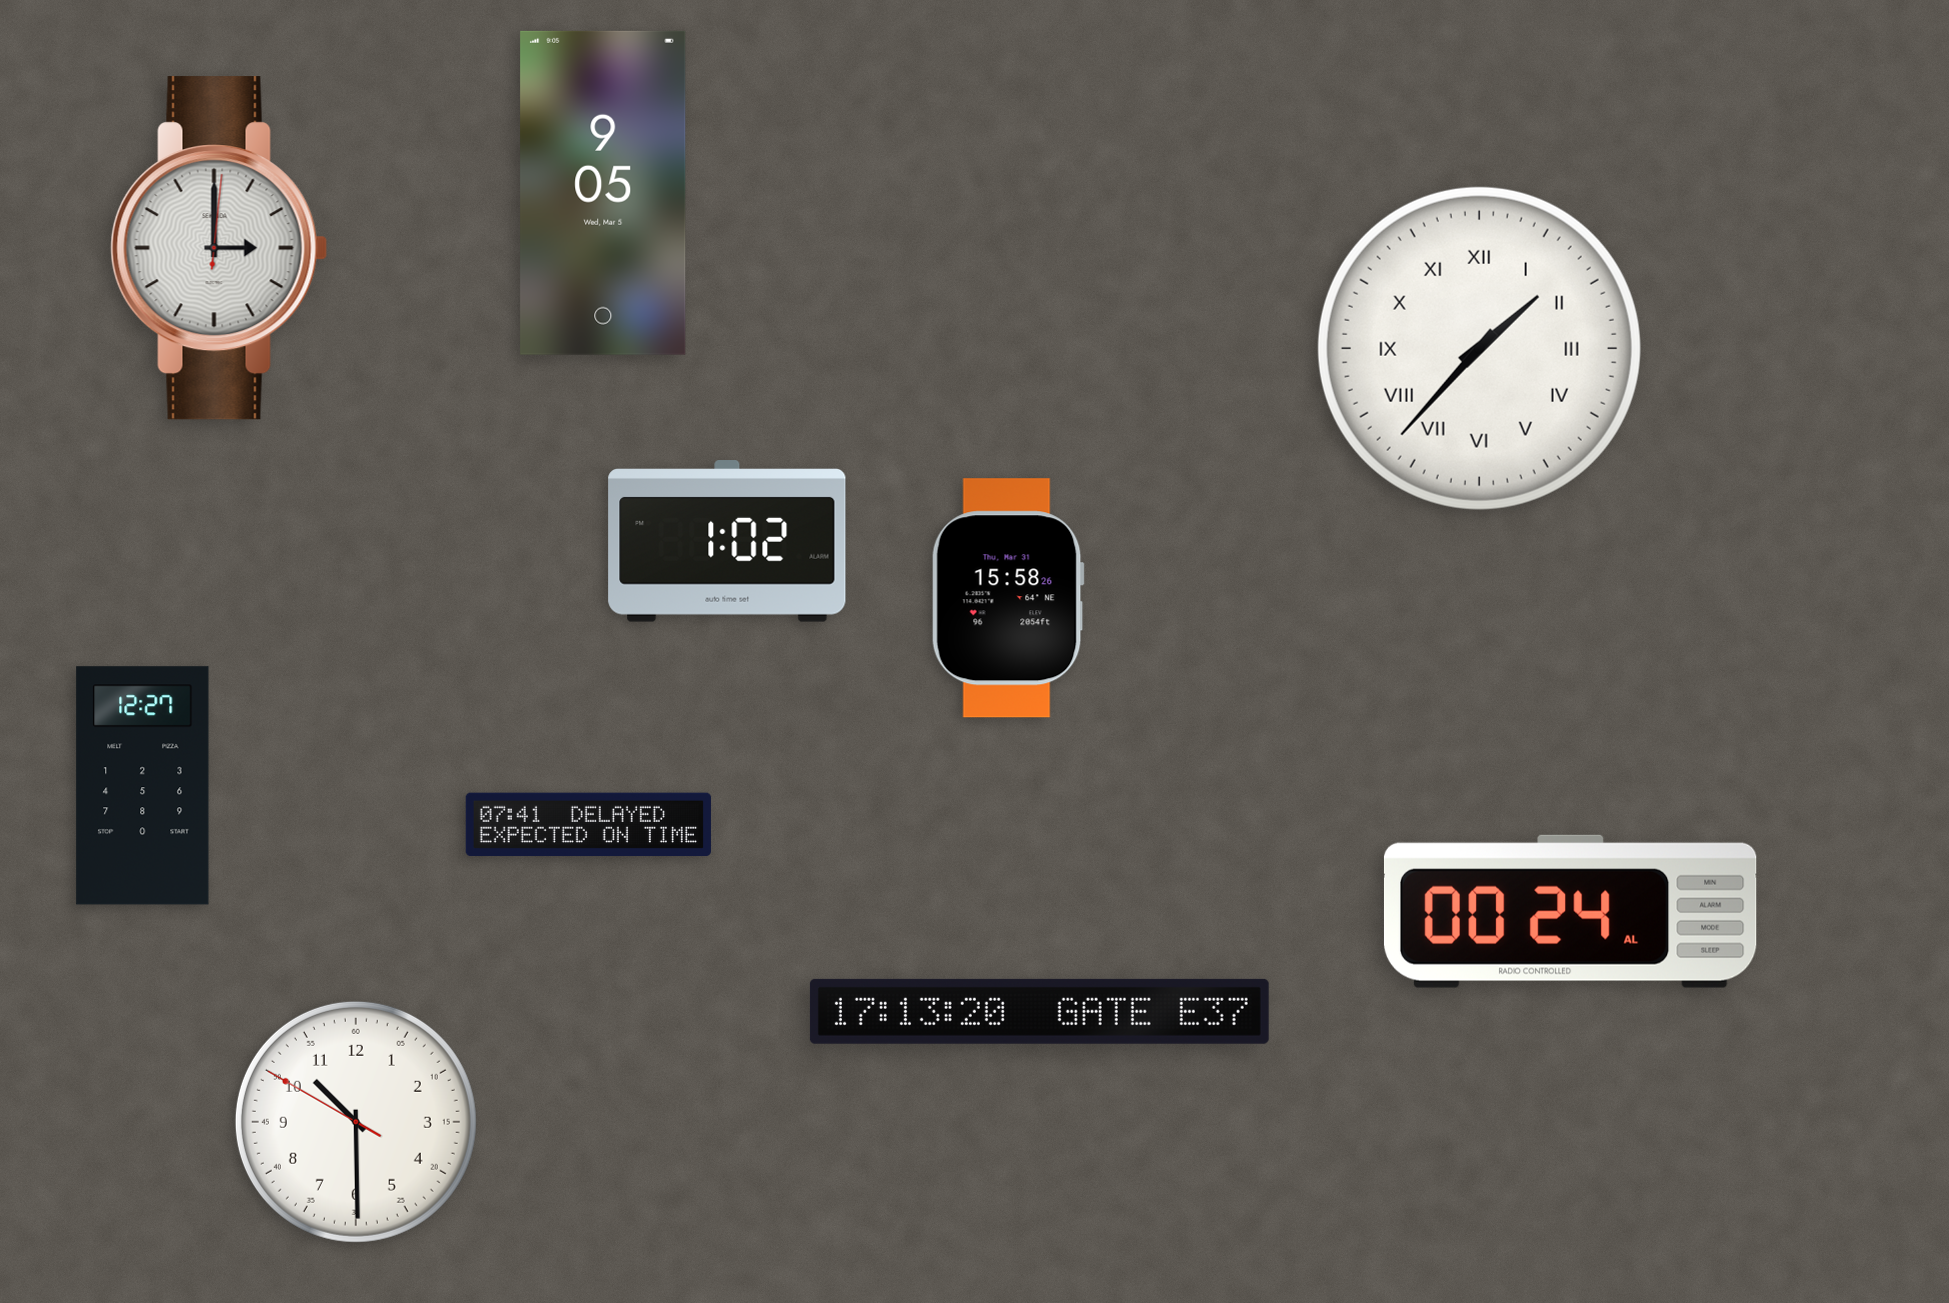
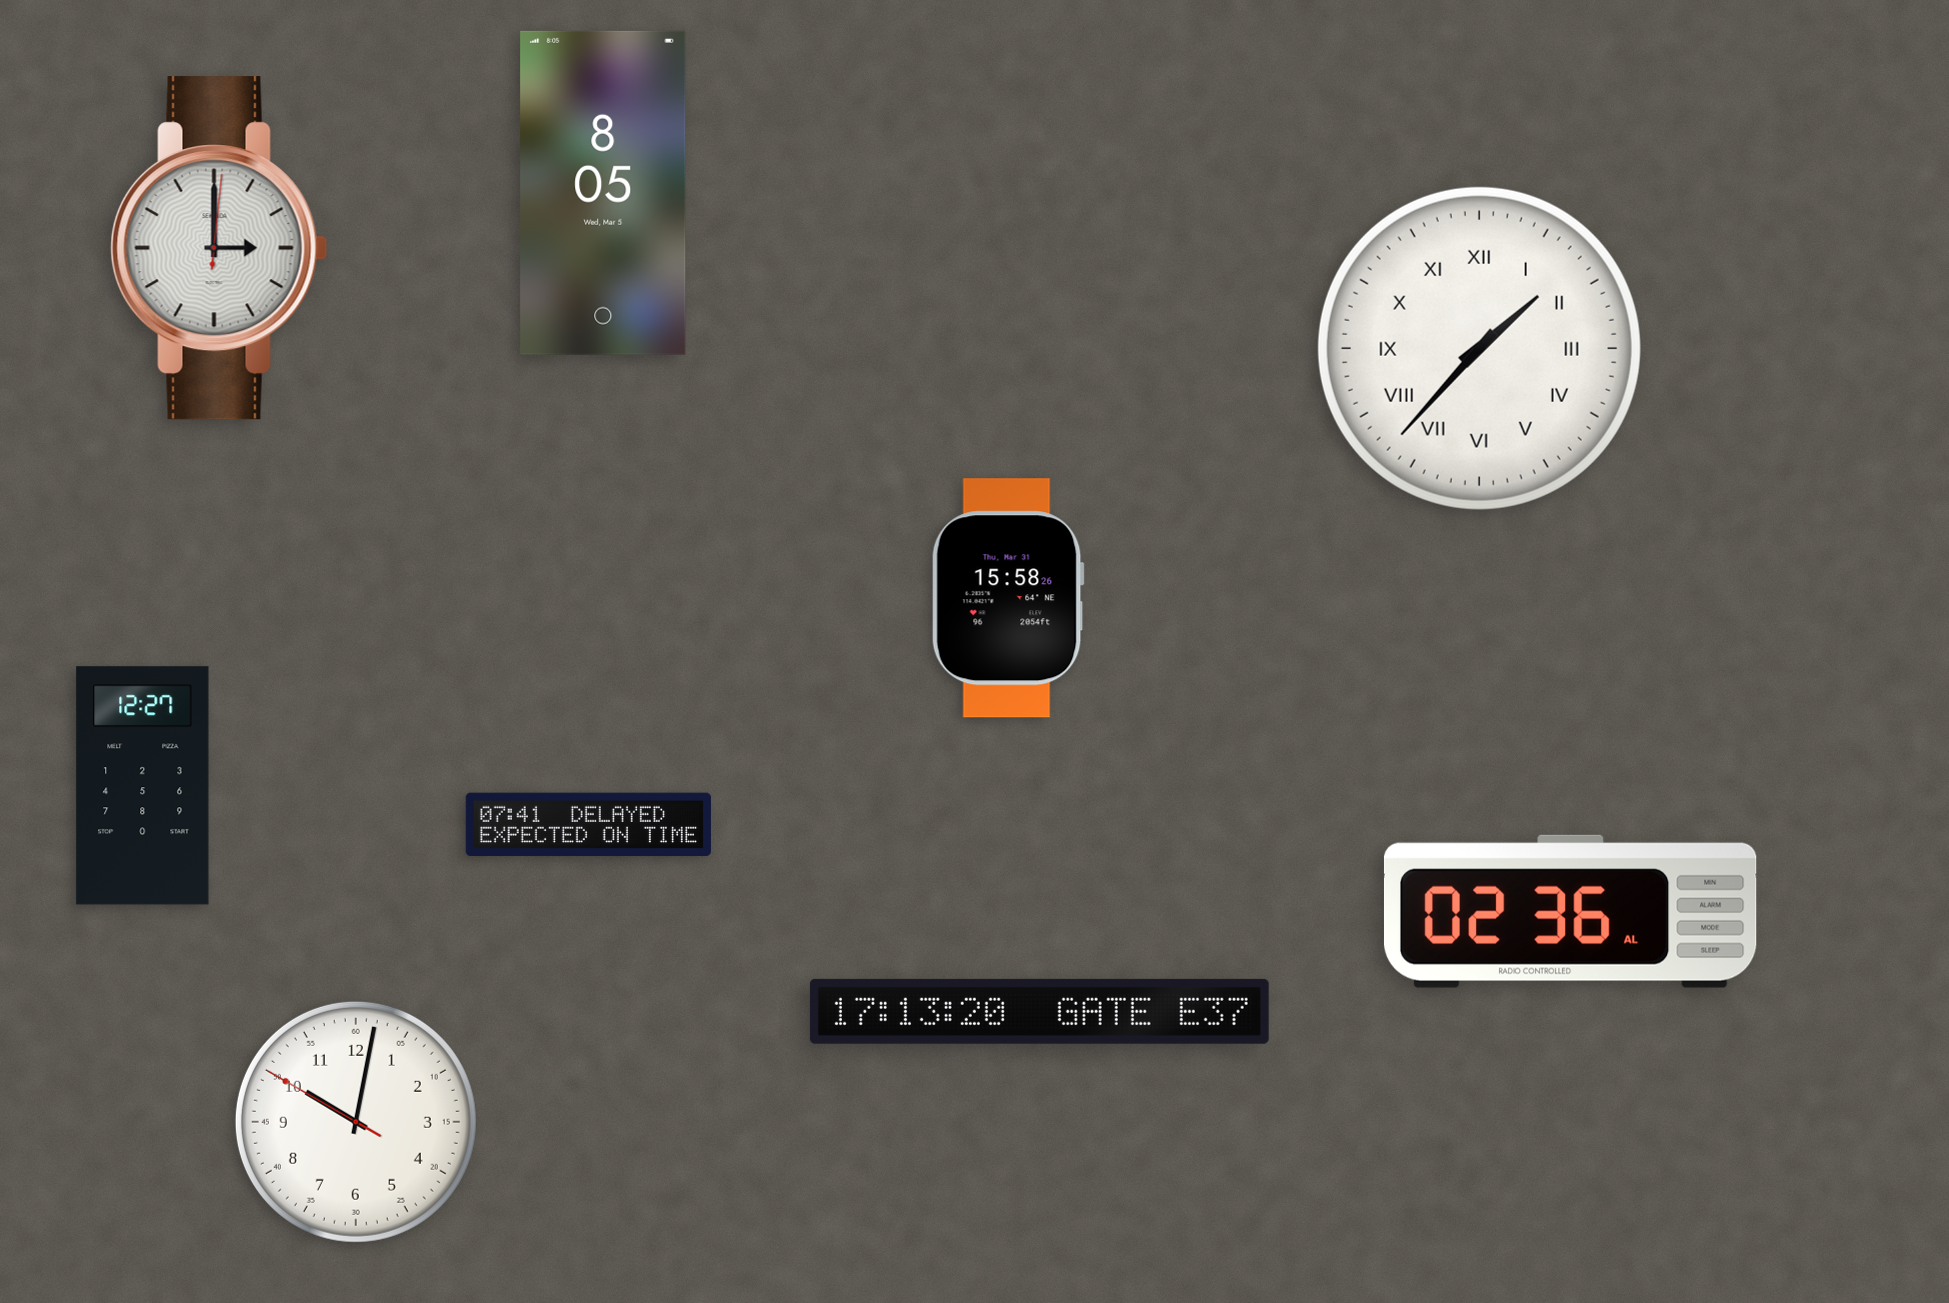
clock at (603, 193): 9:05 -> 8:05
clock at (727, 541): 1:02 -> none
clock at (1570, 911): 00:24 -> 02:36
clock at (356, 1122): 10:29 -> 10:01
